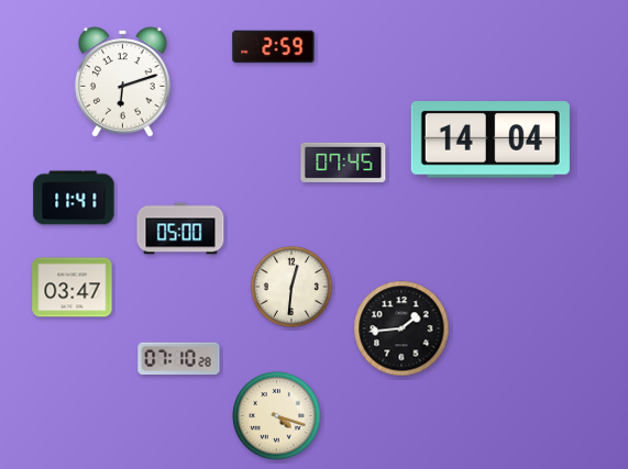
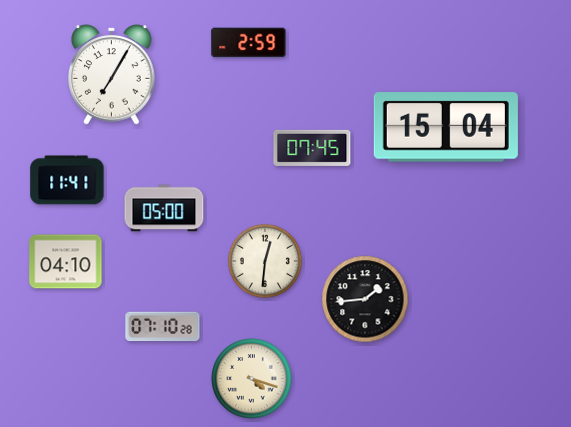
clock at (123, 82): 6:12 -> 7:05
clock at (491, 139): 14:04 -> 15:04
clock at (73, 288): 03:47 -> 04:10
